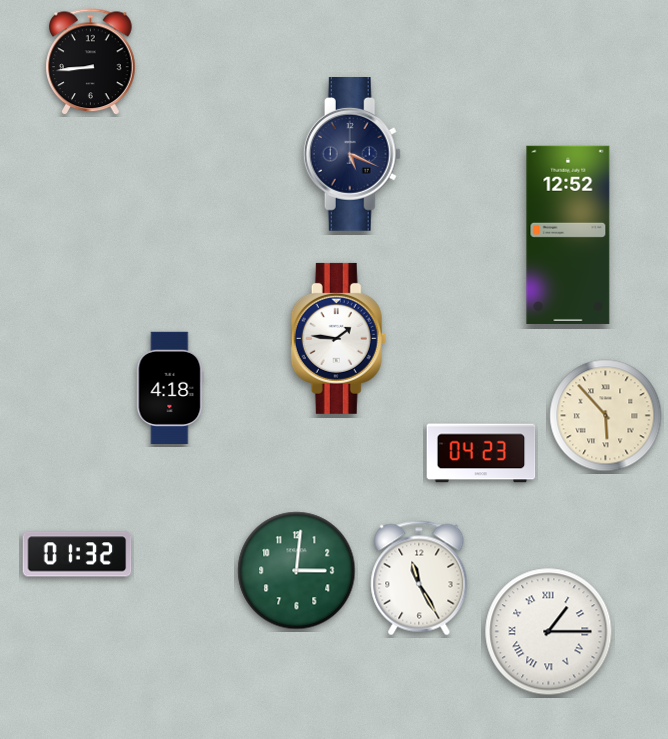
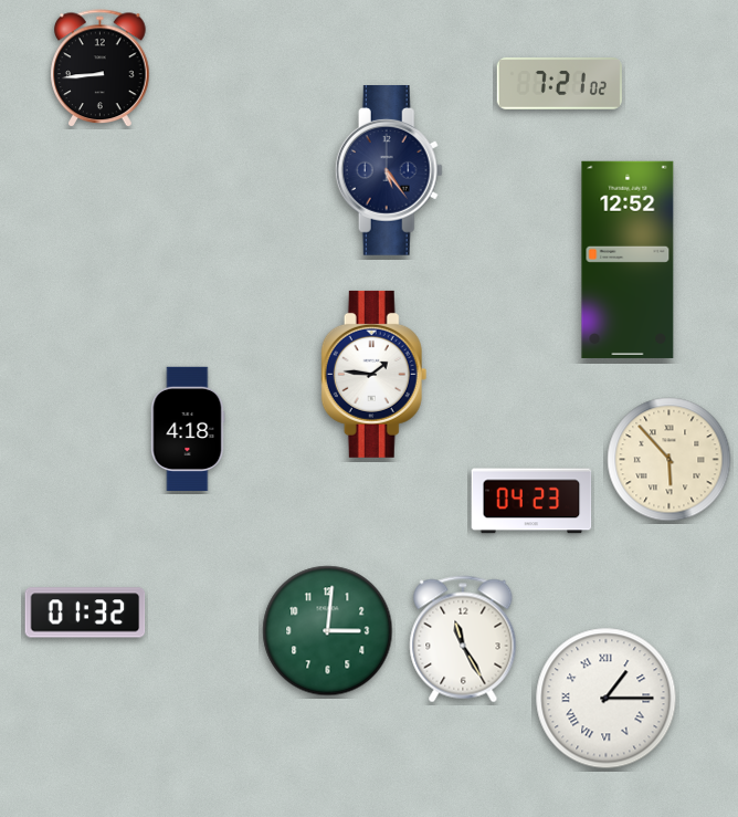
clock at (559, 84): none -> 7:21
clock at (352, 155): 5:19 -> 5:24
